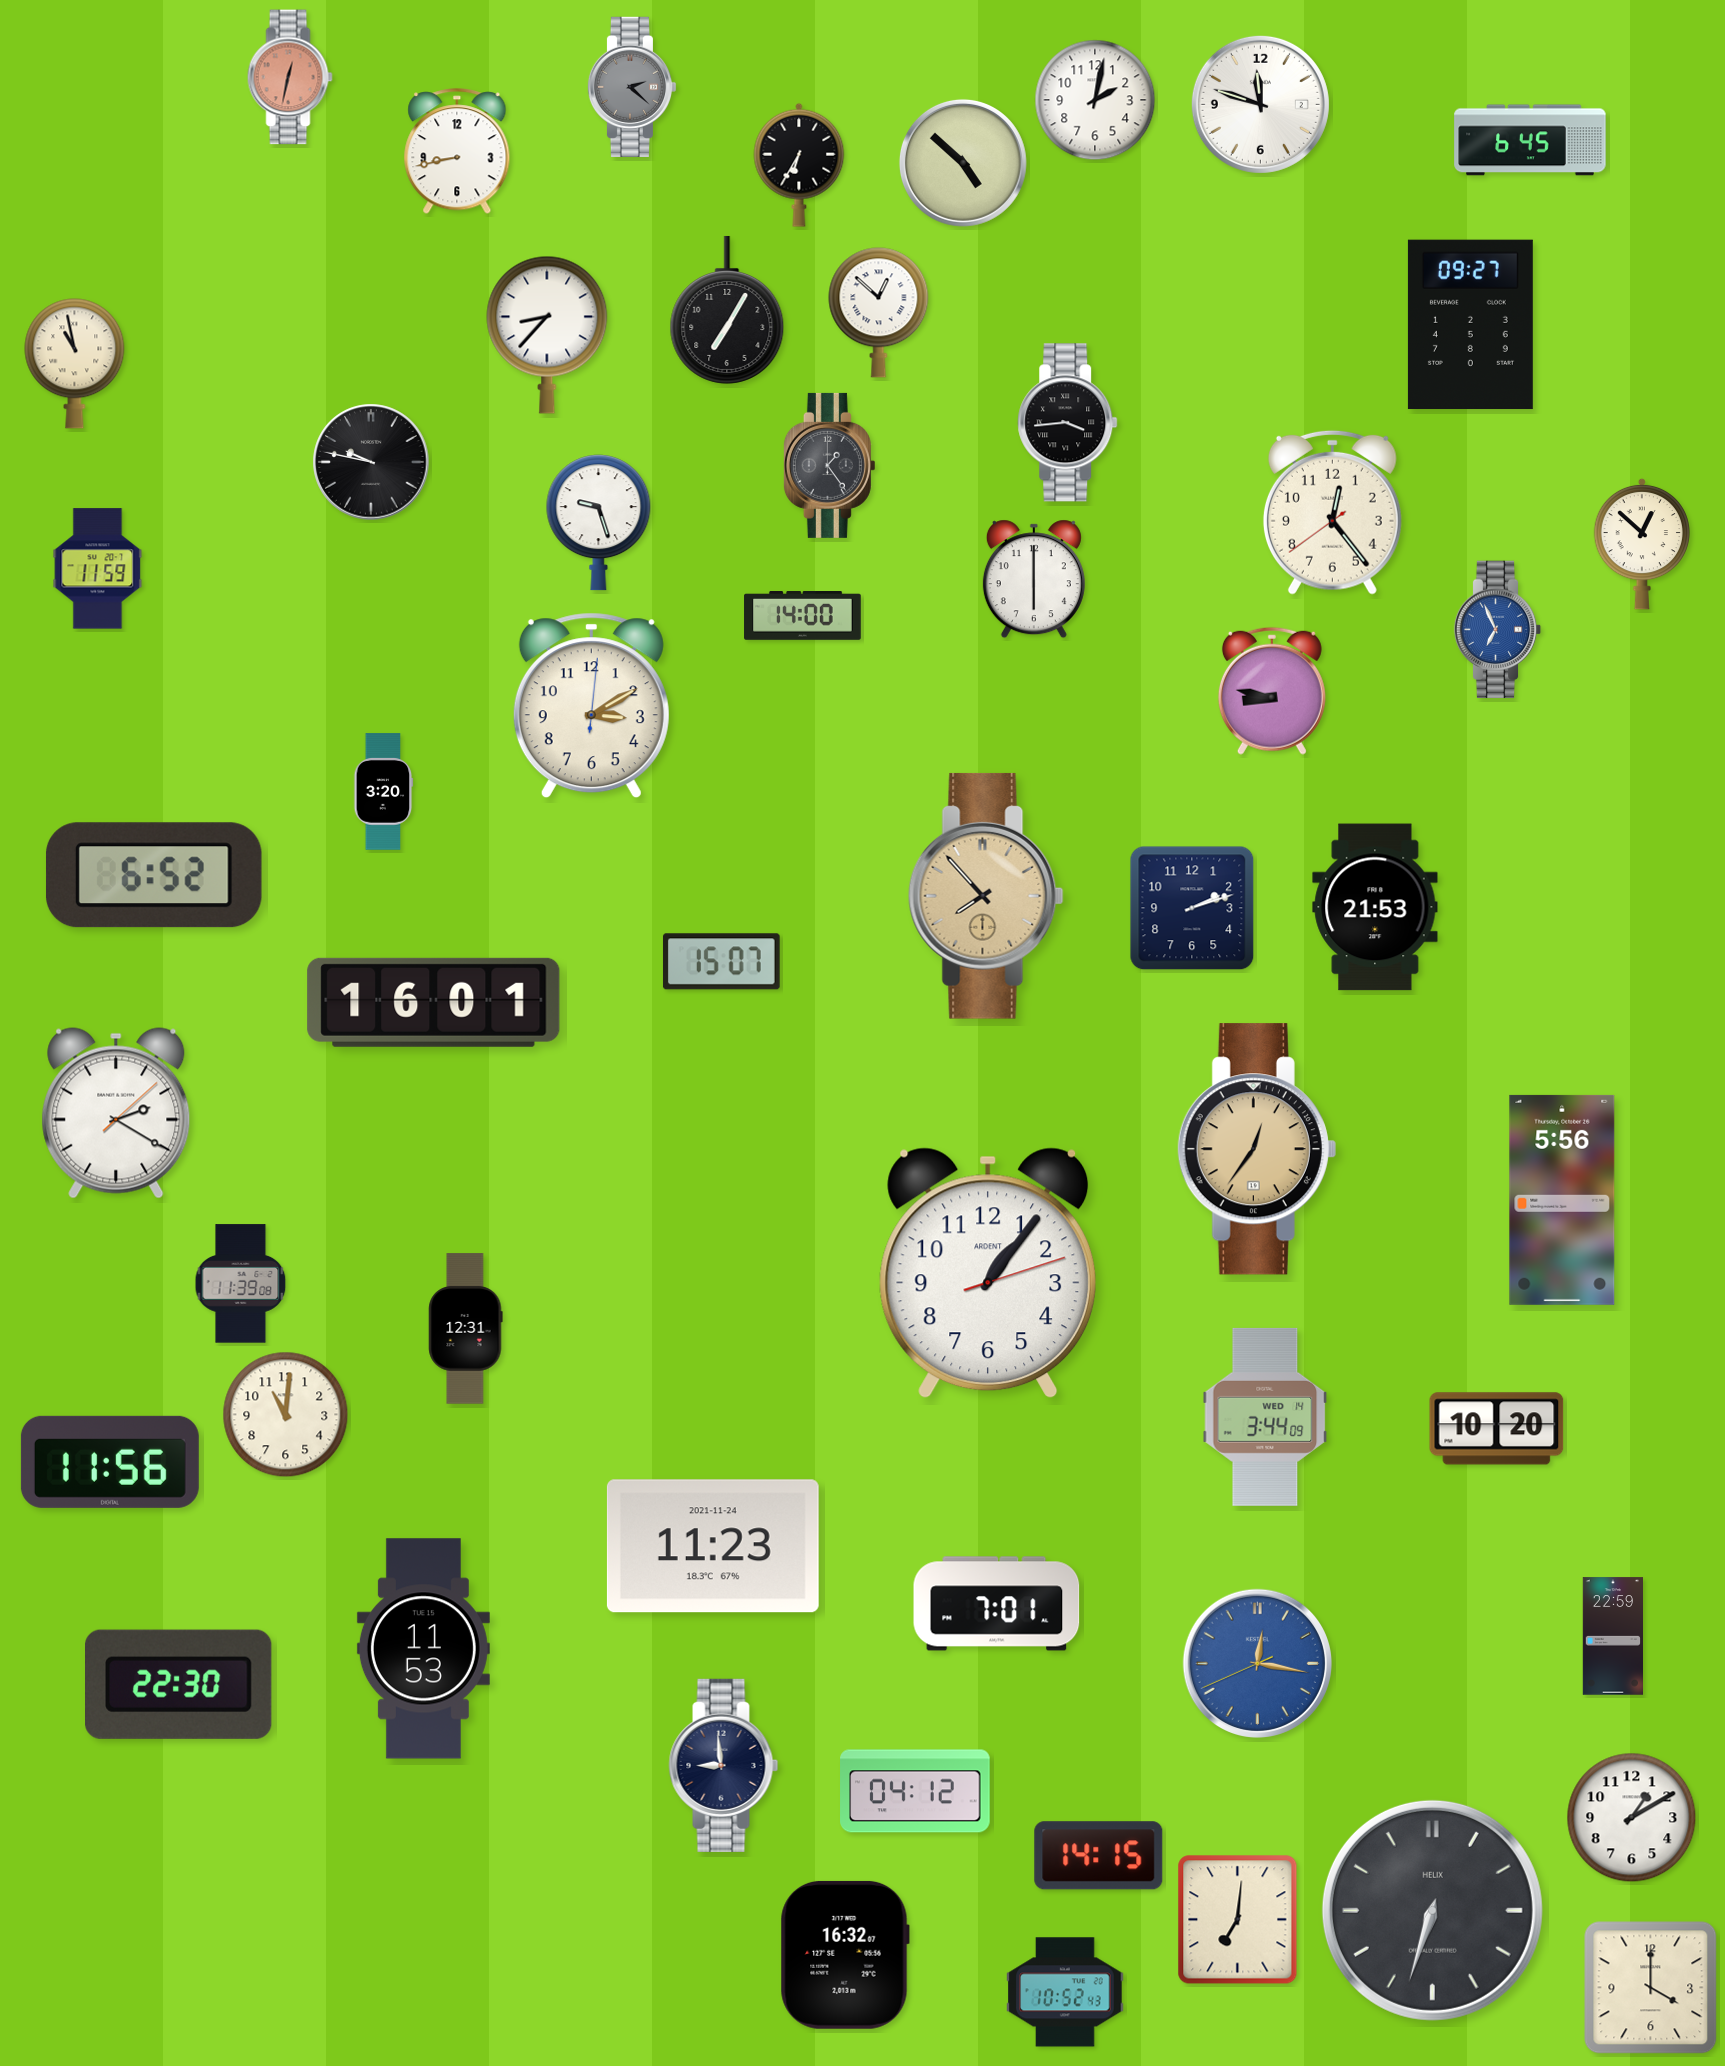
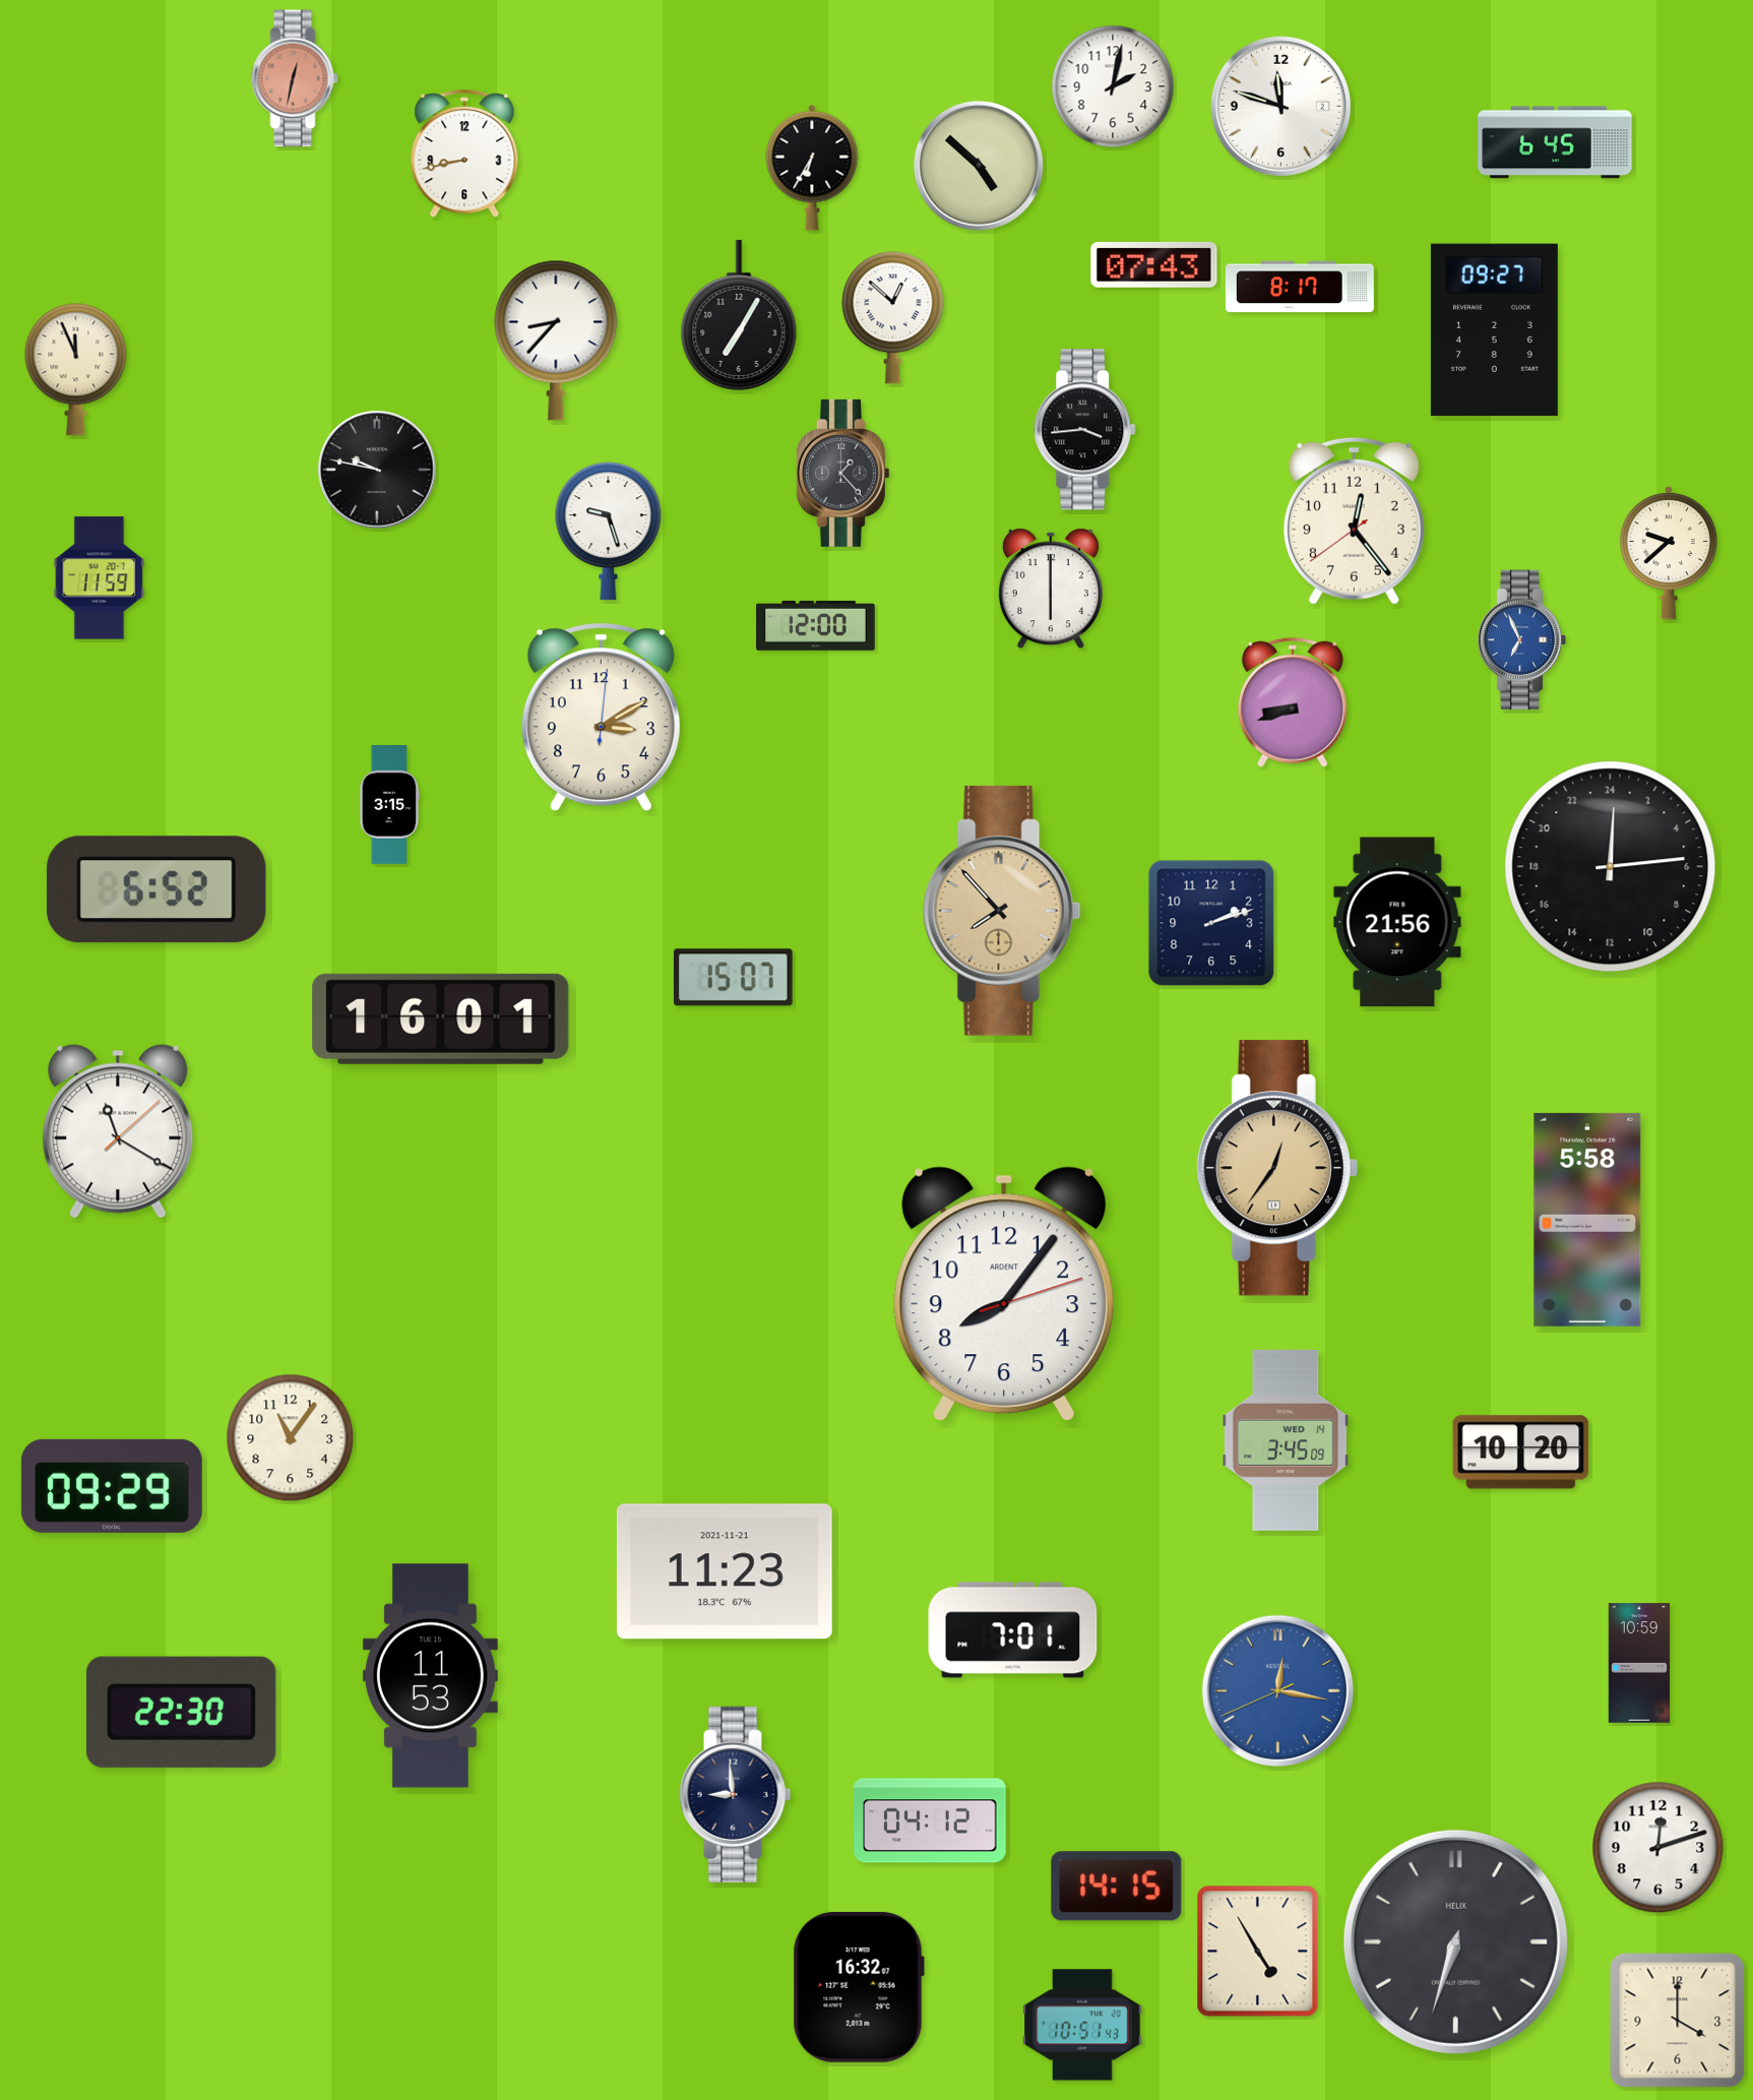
clock at (632, 87): 2:22 -> none
clock at (1095, 100) position: (1095, 100) -> (1113, 86)
clock at (1154, 264): none -> 07:43
clock at (1300, 287): none -> 8:17
clock at (75, 364): 10:58 -> 11:56
clock at (829, 465): 1:24 -> 1:23
clock at (1641, 544): 12:52 -> 9:38
clock at (803, 616): 14:00 -> 12:00
clock at (1272, 691): 8:47 -> 8:42
clock at (384, 792): 3:20 -> 3:15
clock at (1611, 867): none -> 0:14
clock at (1375, 907): 21:53 -> 21:56
clock at (116, 1113): 2:20 -> 11:20
clock at (1562, 1200): 5:56 -> 5:58
clock at (988, 1273): 1:06 -> 8:06
clock at (241, 1284): 11:39 -> none
clock at (466, 1329): 12:31 -> none
clock at (286, 1415): 11:01 -> 11:06
clock at (1265, 1417): 3:44 -> 3:45
clock at (110, 1462): 11:56 -> 09:29
clock at (713, 1546) date: 2021-11-24 -> 2021-11-21
clock at (1613, 1636): 22:59 -> 10:59
clock at (1632, 1818): 1:10 -> 12:12
clock at (1238, 1920): 7:01 -> 4:55
clock at (1065, 1992): 10:52 -> 10:51
